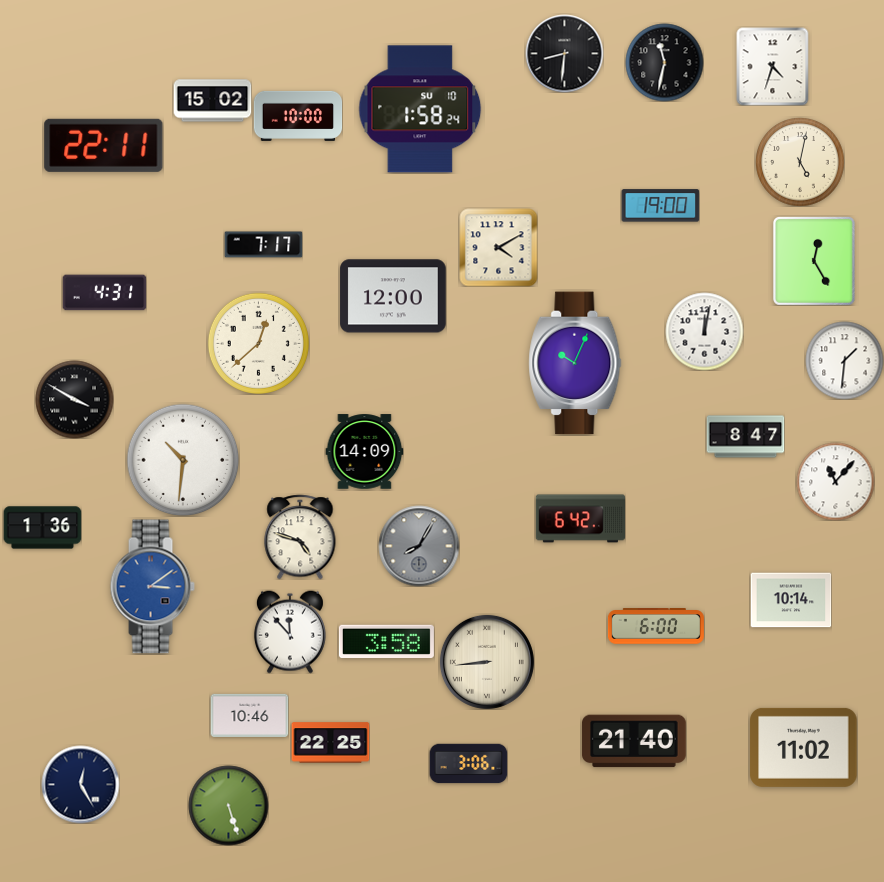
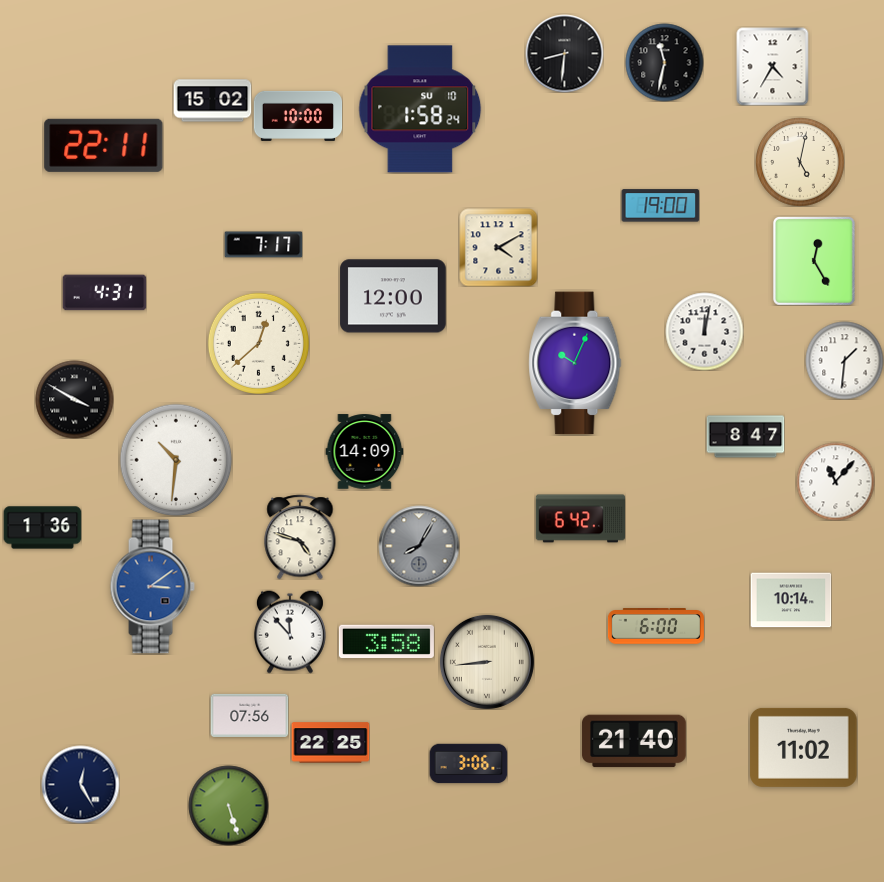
clock at (773, 66): 4:33 -> 4:35
clock at (183, 460) position: (183, 460) -> (176, 460)
clock at (249, 715): 10:46 -> 07:56
